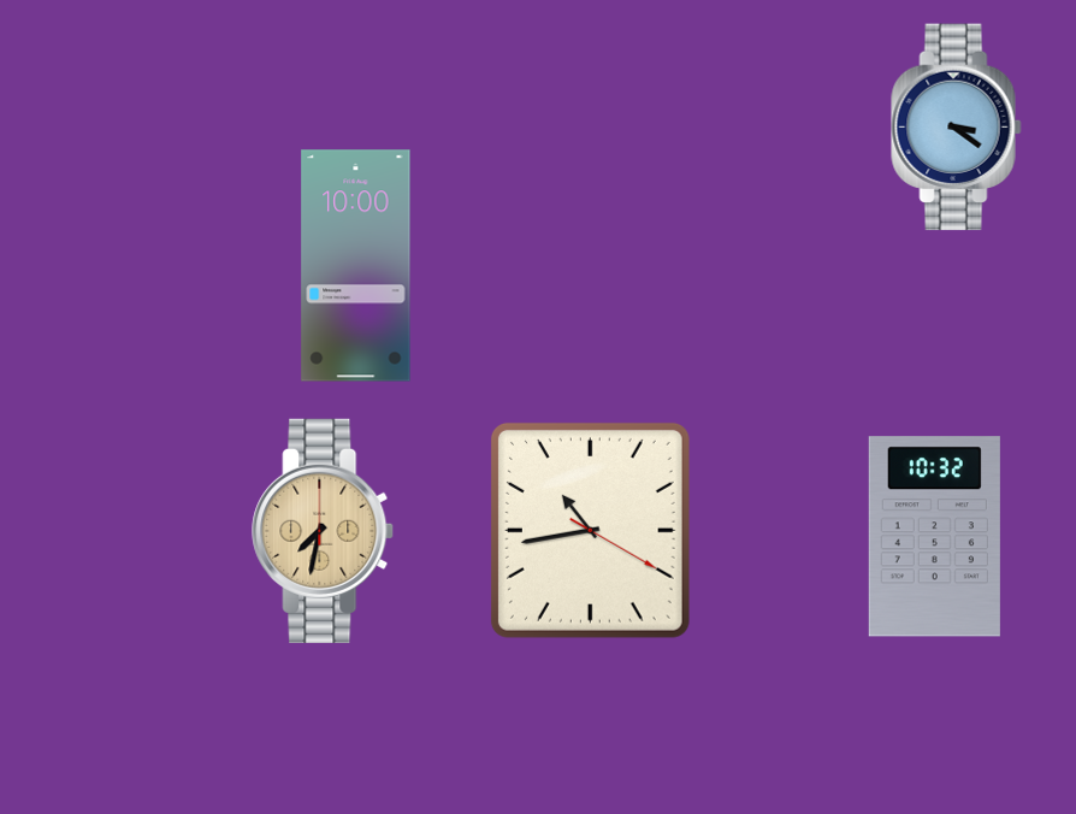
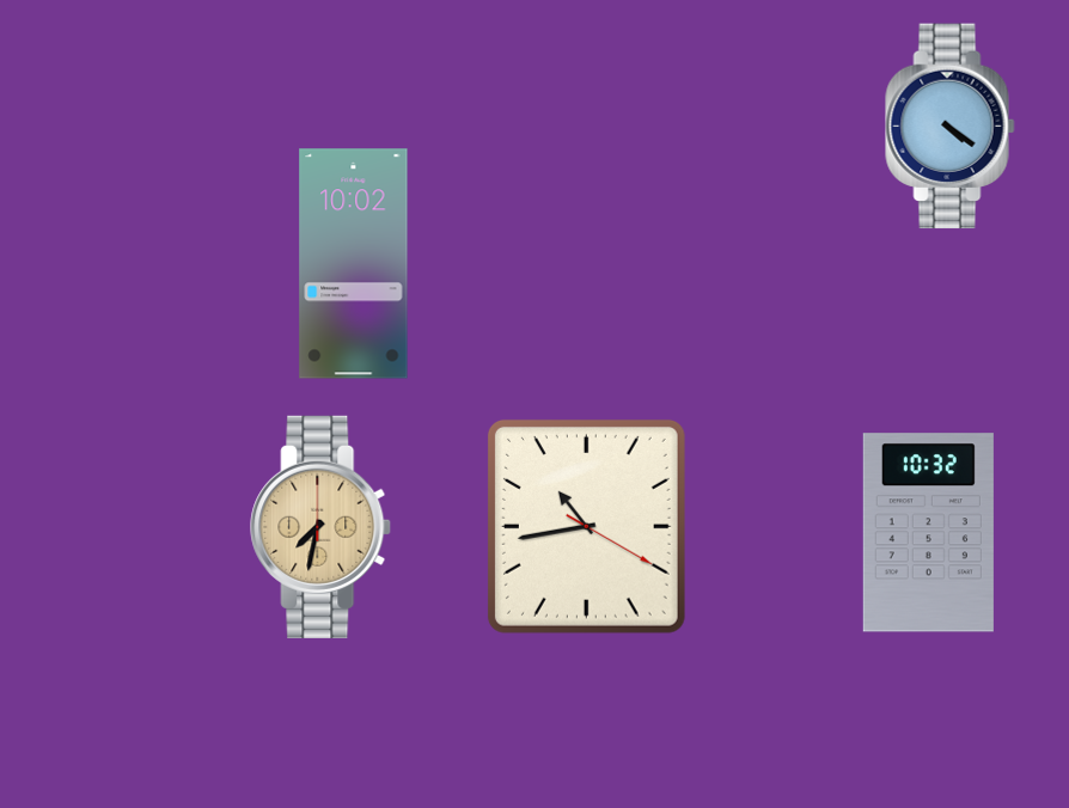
clock at (957, 128): 3:21 -> 4:21
clock at (356, 266): 10:00 -> 10:02
